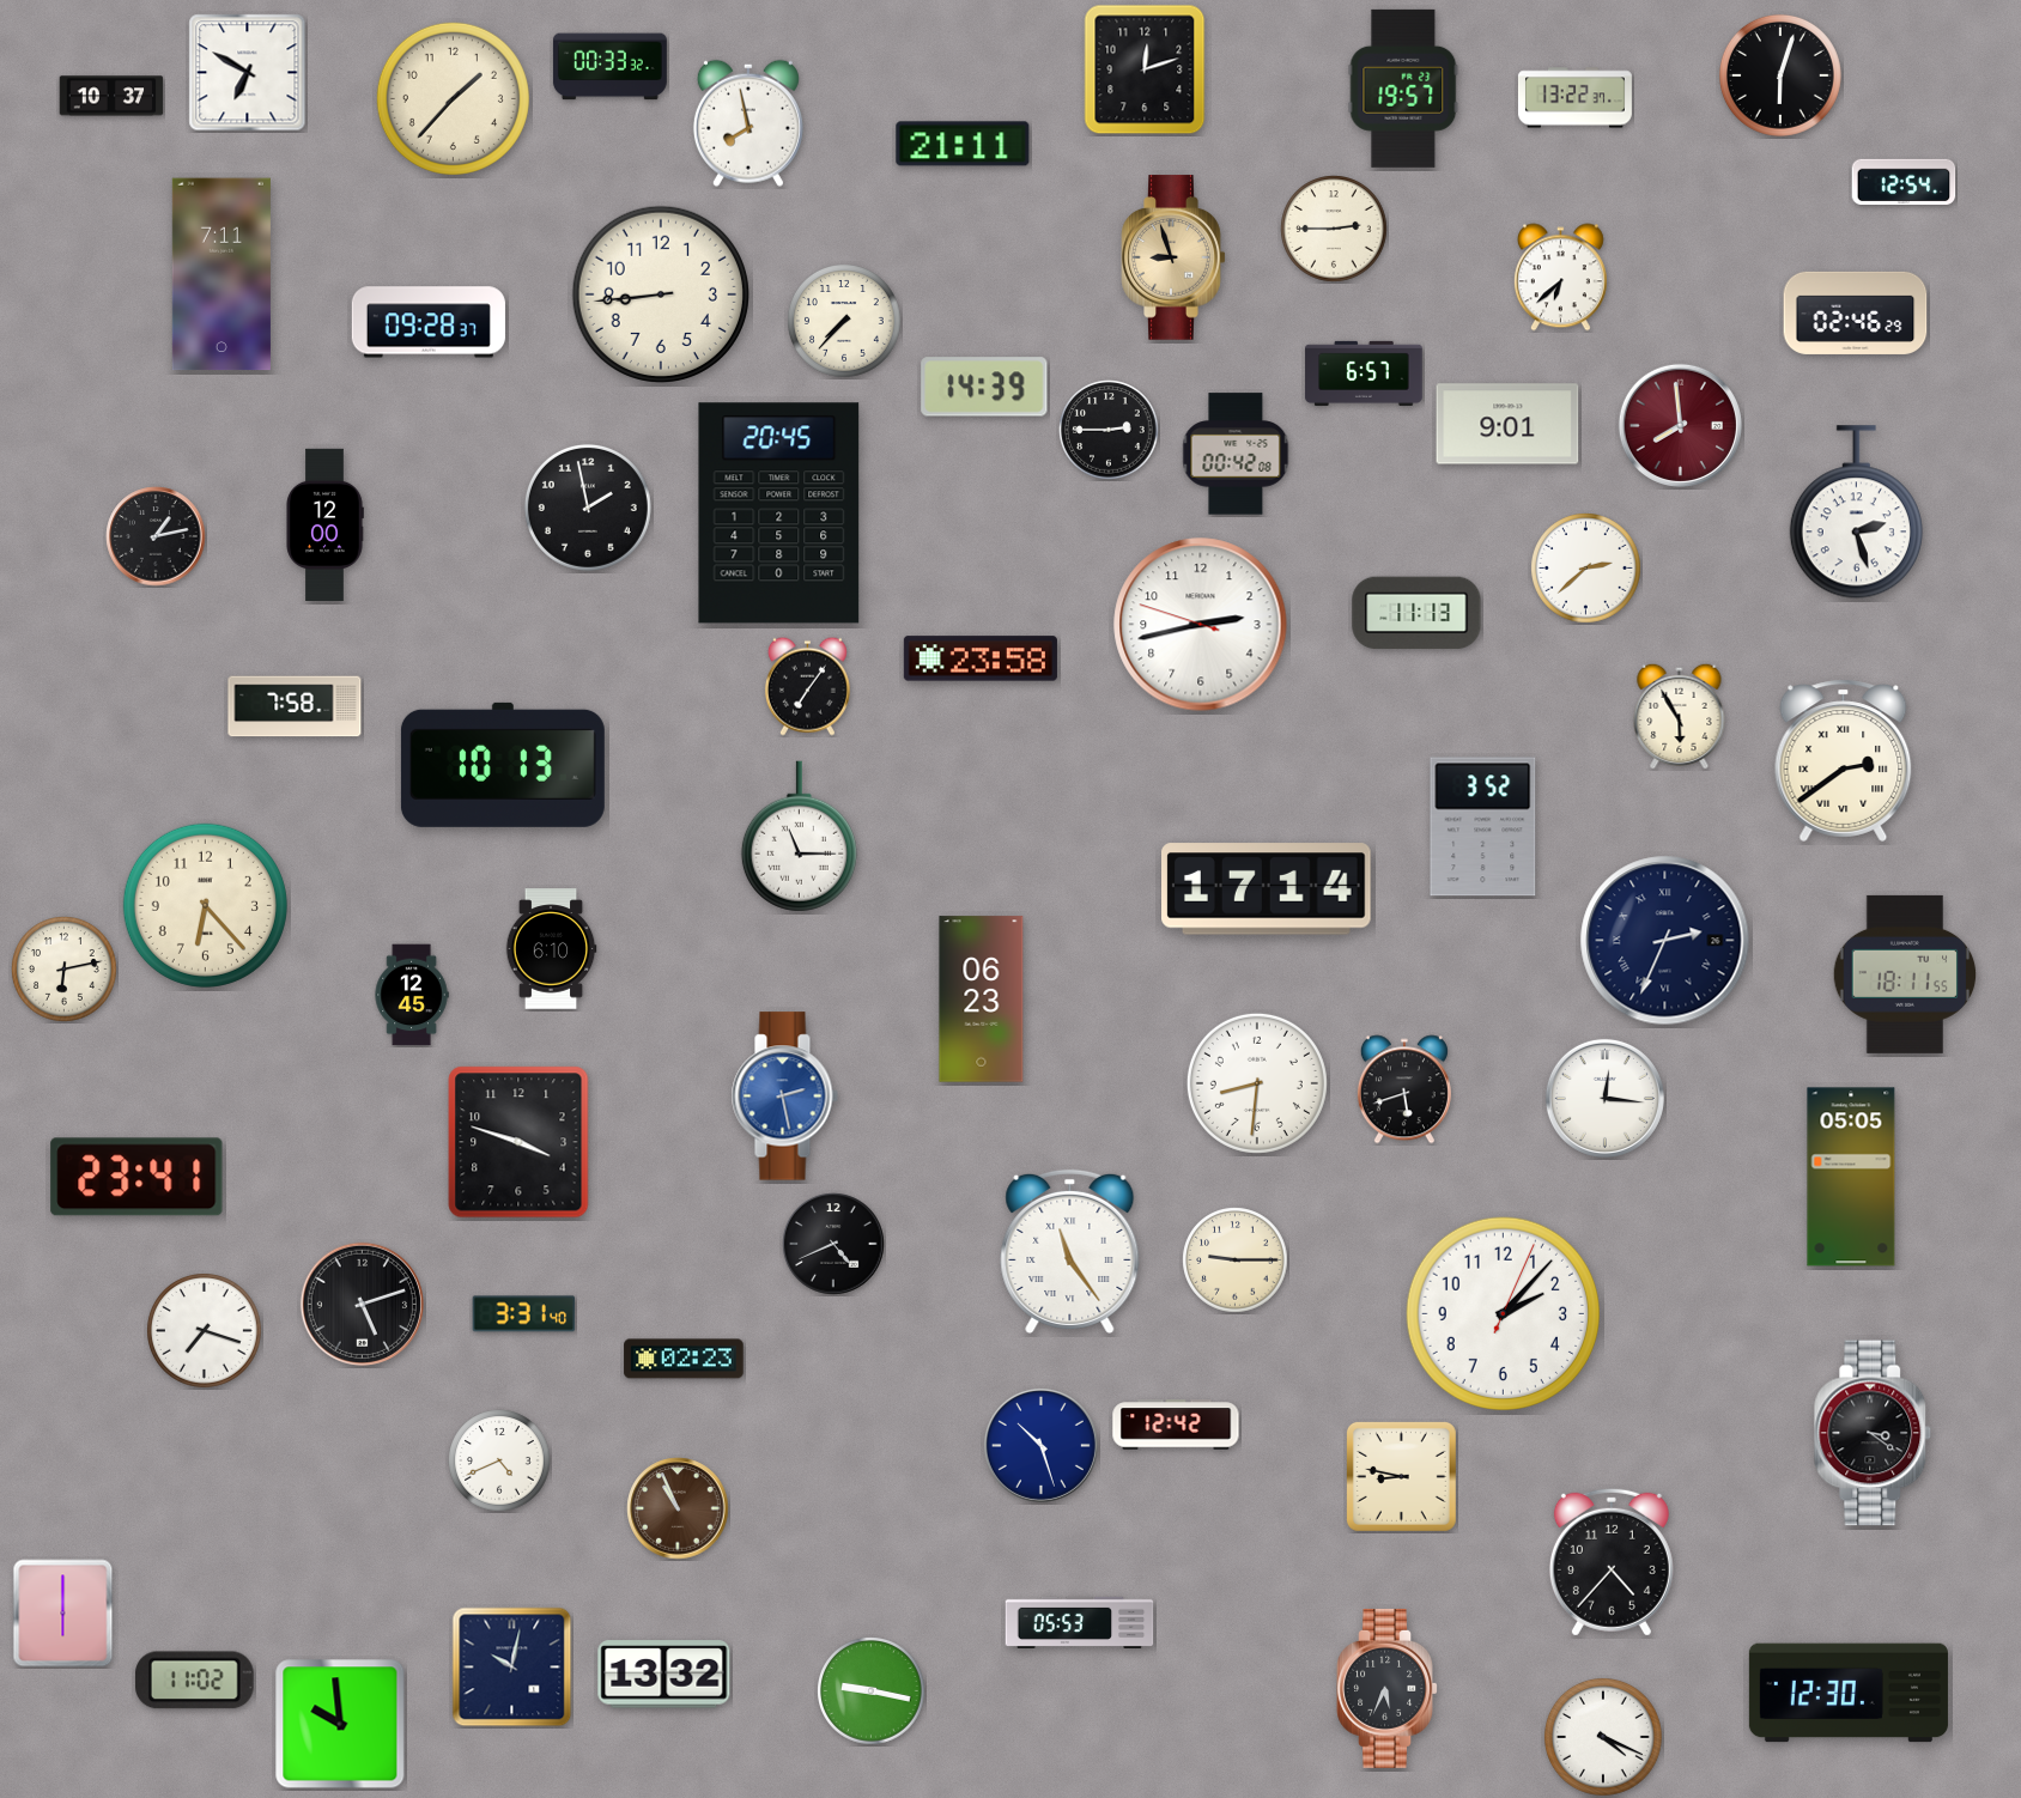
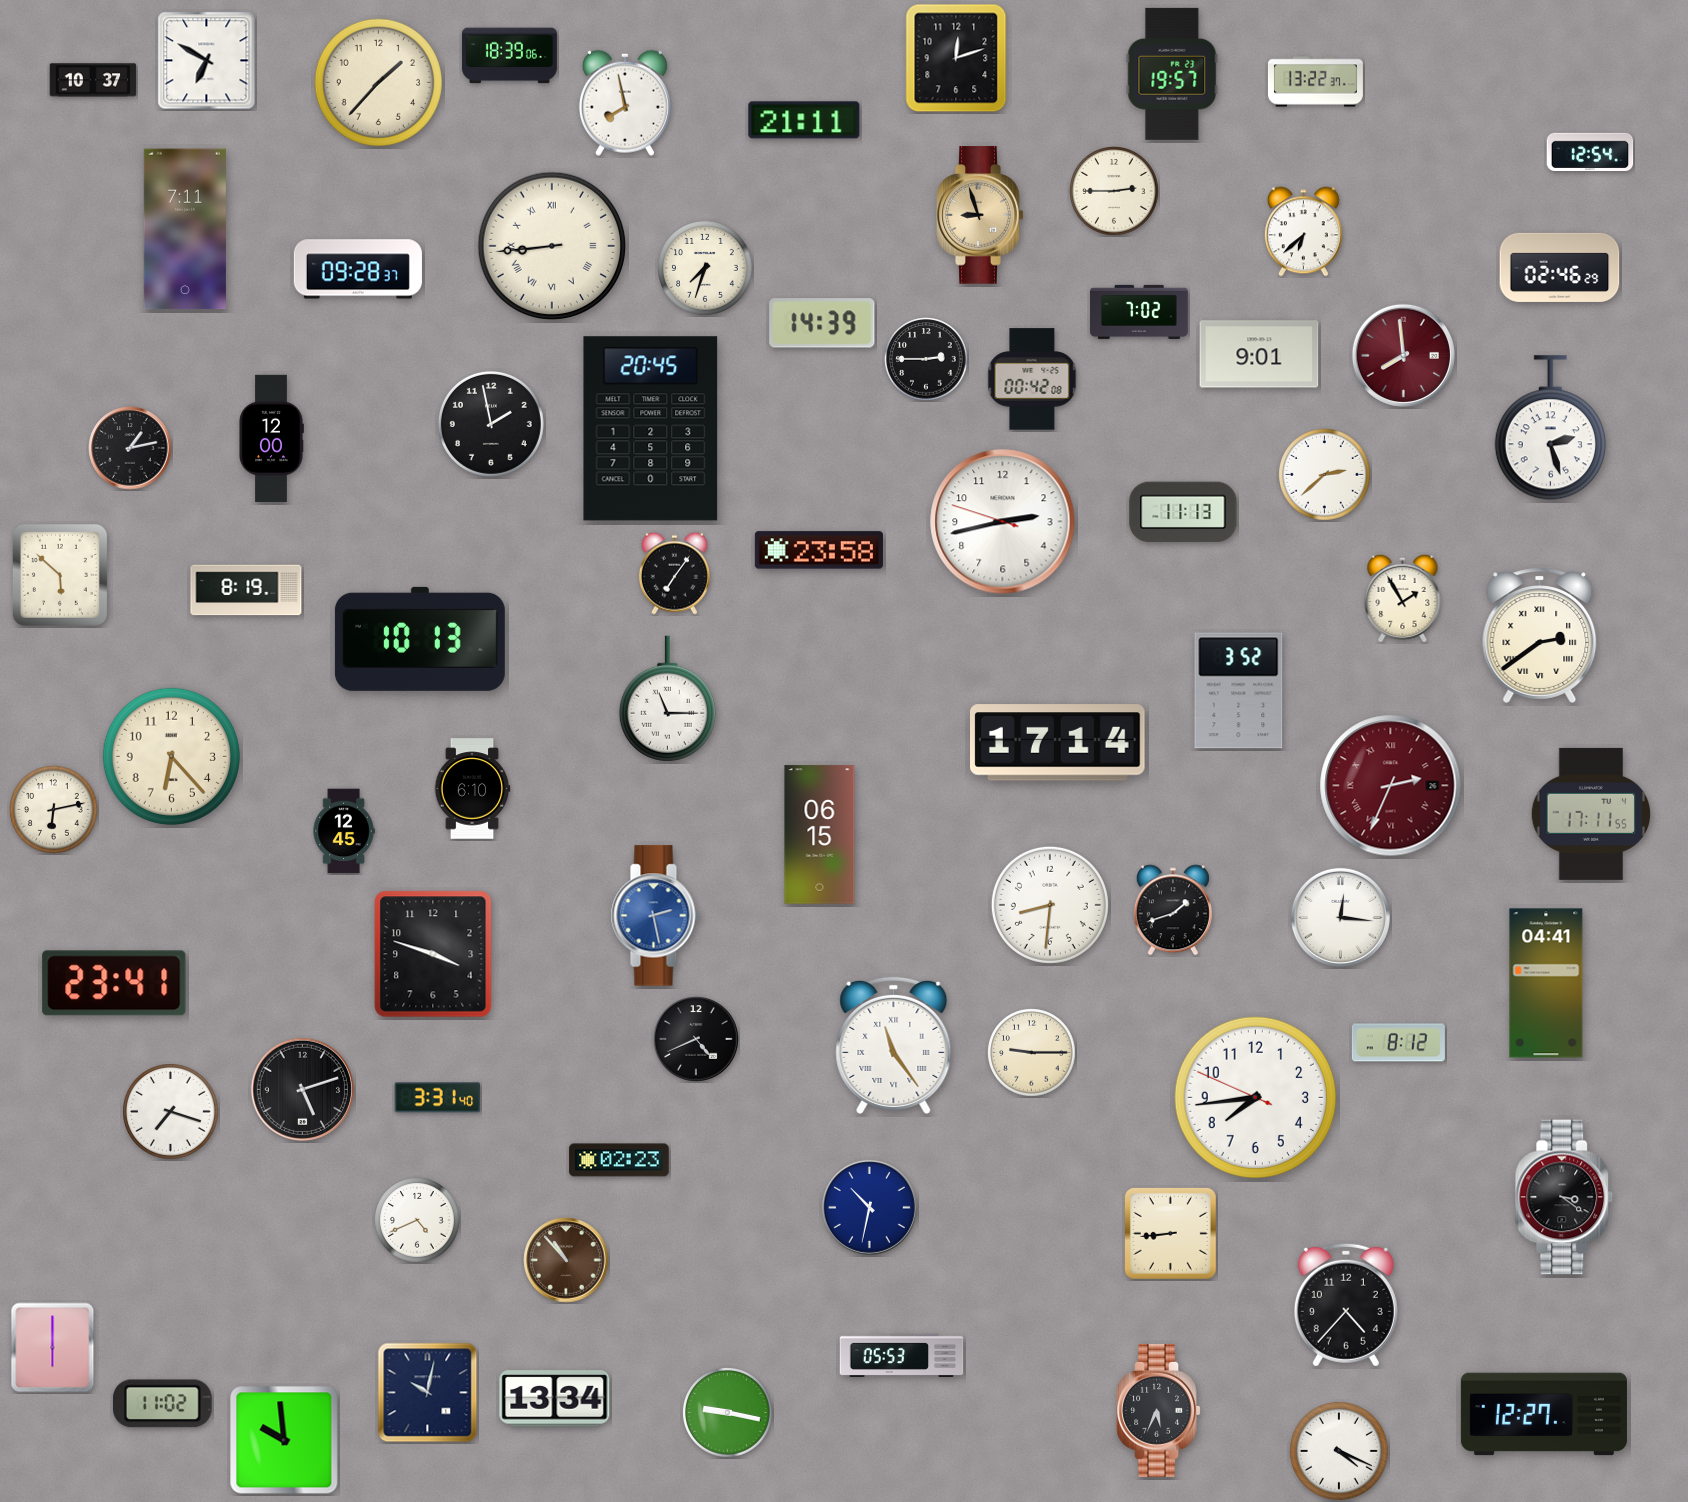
clock at (609, 67): 00:33 -> 18:39
clock at (1780, 75): 6:03 -> none
clock at (661, 294) numerals: Arabic -> Roman
clock at (1856, 312) position: (1856, 312) -> (1560, 267)
clock at (845, 322): 7:37 -> 7:33
clock at (1364, 373): 6:57 -> 7:02
clock at (60, 575): none -> 5:52
clock at (295, 706): 7:58 -> 8:19
clock at (1680, 716): 5:55 -> 1:55
clock at (1665, 941) dial: navy -> burgundy
clock at (551, 949) position: (551, 949) -> (472, 789)
clock at (1905, 974): 18:11 -> 17:11
clock at (982, 1000): 06:23 -> 06:15
clock at (1404, 1089): 5:42 -> 1:42
clock at (1851, 1177): 05:05 -> 04:41
clock at (1398, 1043): none -> 8:12
clock at (1503, 1313): 2:07 -> 7:43
clock at (684, 1359) position: (684, 1359) -> (619, 1160)
clock at (1176, 1425): 12:42 -> none
clock at (1040, 1445): 10:27 -> 10:32
clock at (1401, 1476): 8:47 -> 8:44
clock at (678, 1508): 10:56 -> 10:53
clock at (664, 1675): 13:32 -> 13:34
clock at (1849, 1693): 12:30 -> 12:27
